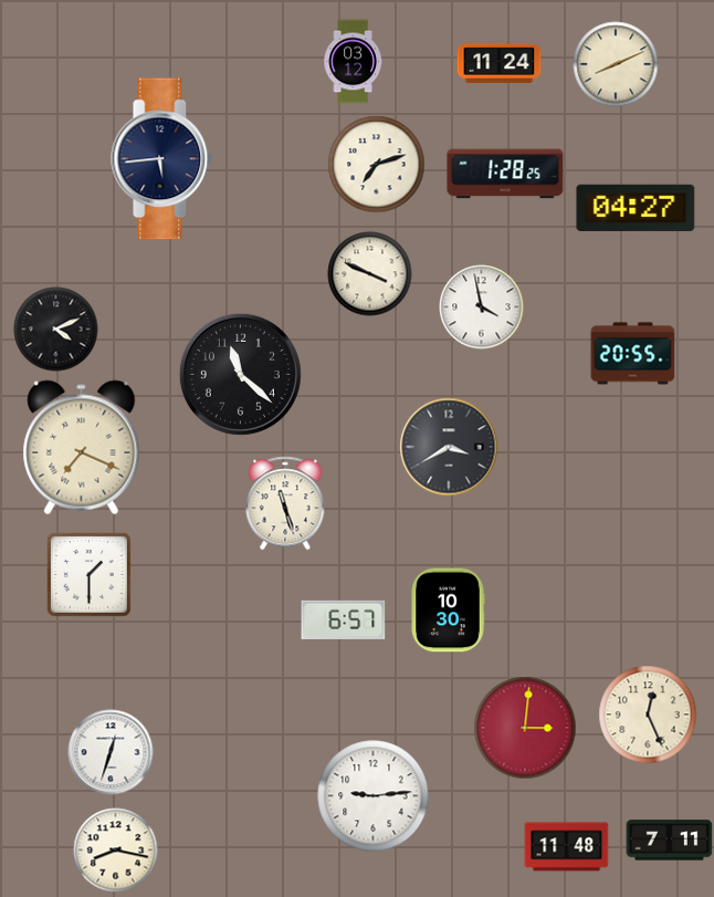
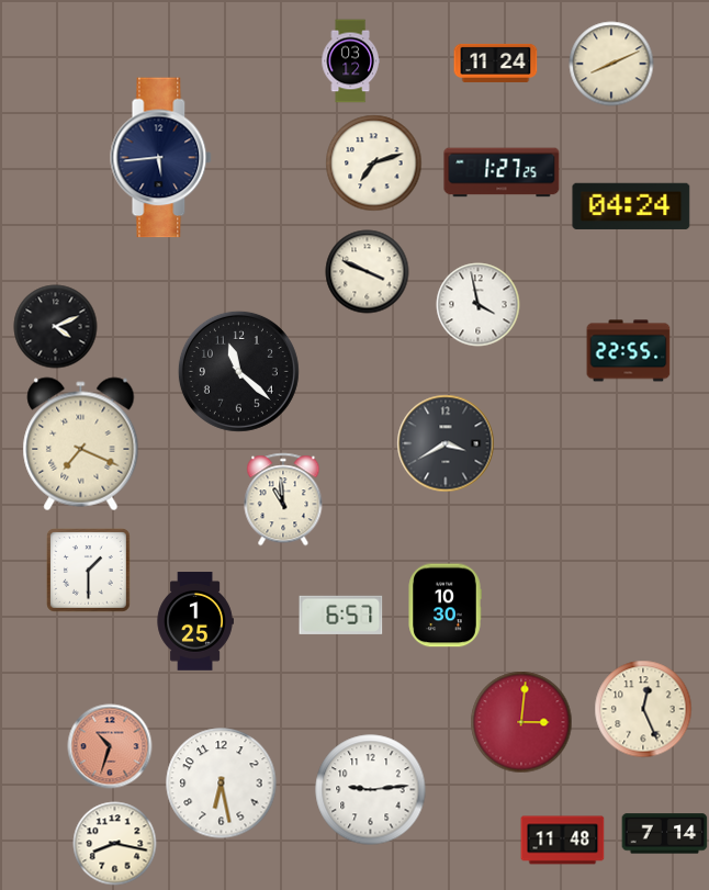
clock at (505, 174): 1:28 -> 1:27
clock at (636, 208): 04:27 -> 04:24
clock at (633, 354): 20:55 -> 22:55
clock at (285, 503): 11:27 -> 10:59
clock at (195, 621): none -> 1:25
clock at (111, 752): 12:33 -> 10:33
clock at (111, 752) dial: white -> salmon
clock at (222, 784): none -> 6:28
clock at (670, 841): 7:11 -> 7:14
